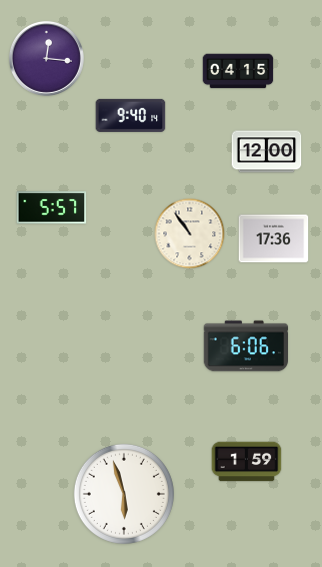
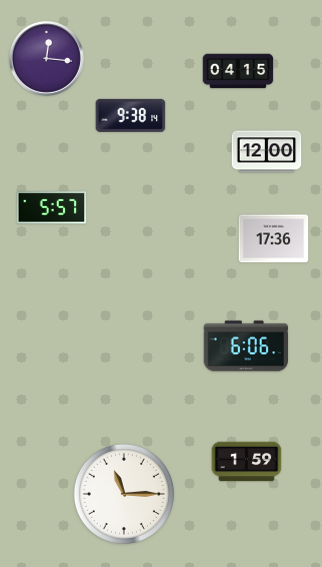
clock at (131, 115): 9:40 -> 9:38
clock at (190, 234): 10:54 -> none
clock at (124, 494): 5:57 -> 11:15
